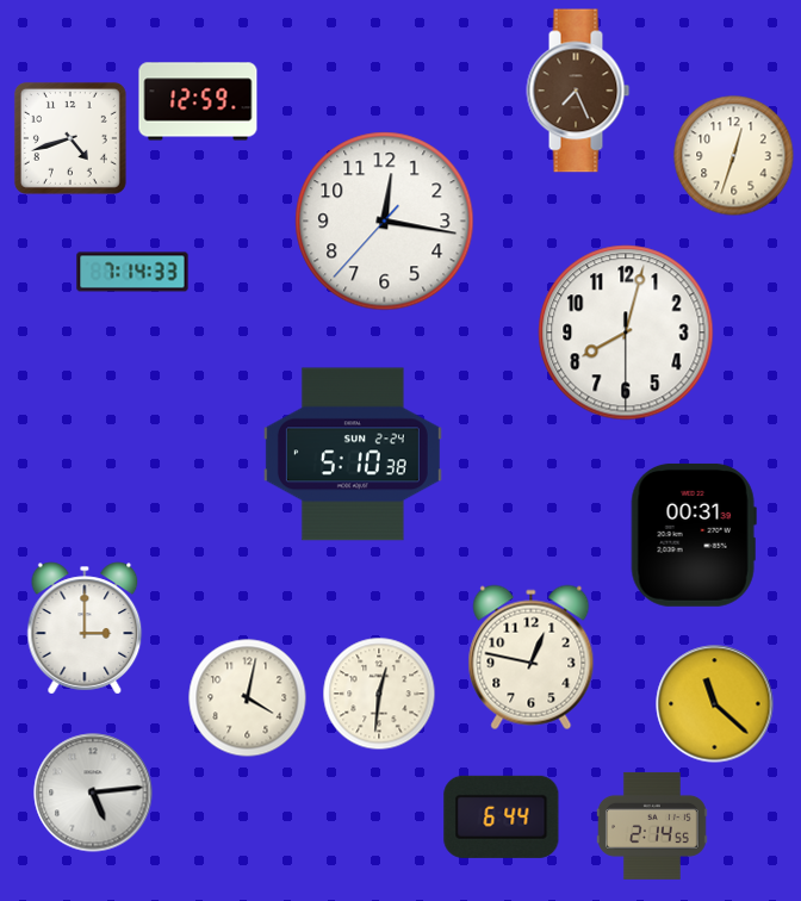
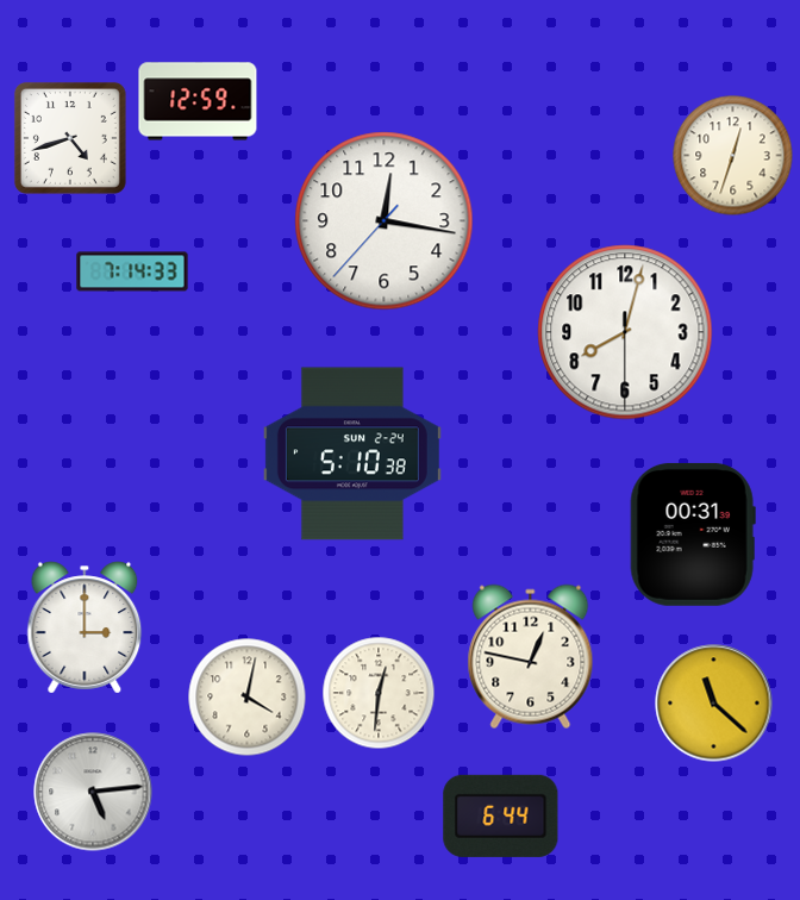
clock at (578, 91): 7:26 -> none
clock at (653, 826): 2:14 -> none
